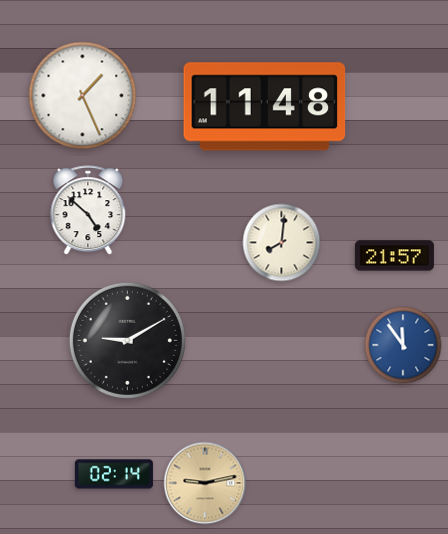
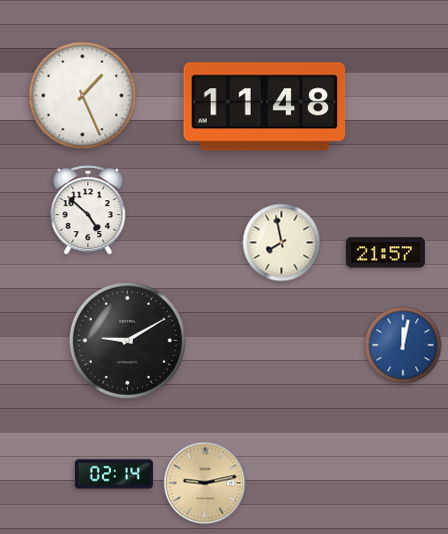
clock at (282, 243): 8:01 -> 7:58
clock at (394, 256) position: (394, 256) -> (385, 253)
clock at (403, 345): 11:54 -> 12:02
